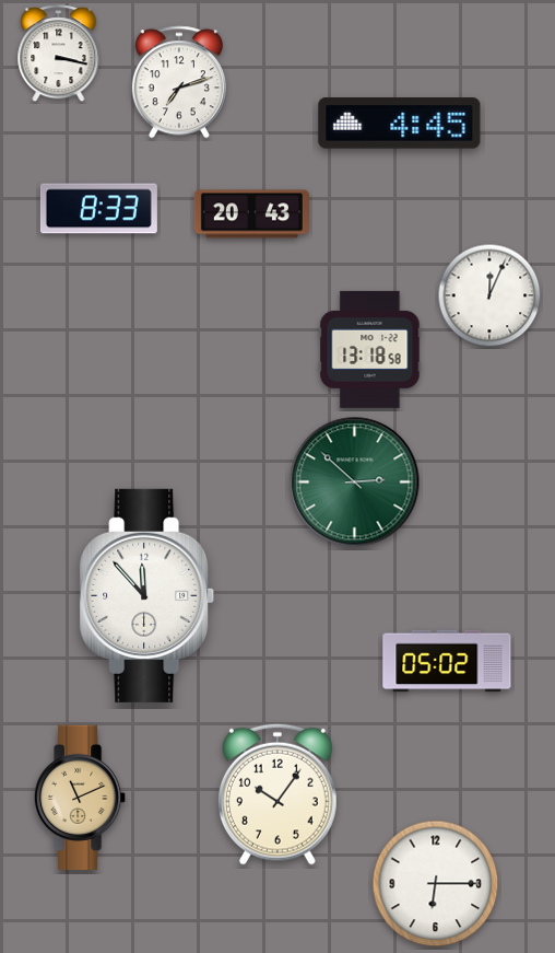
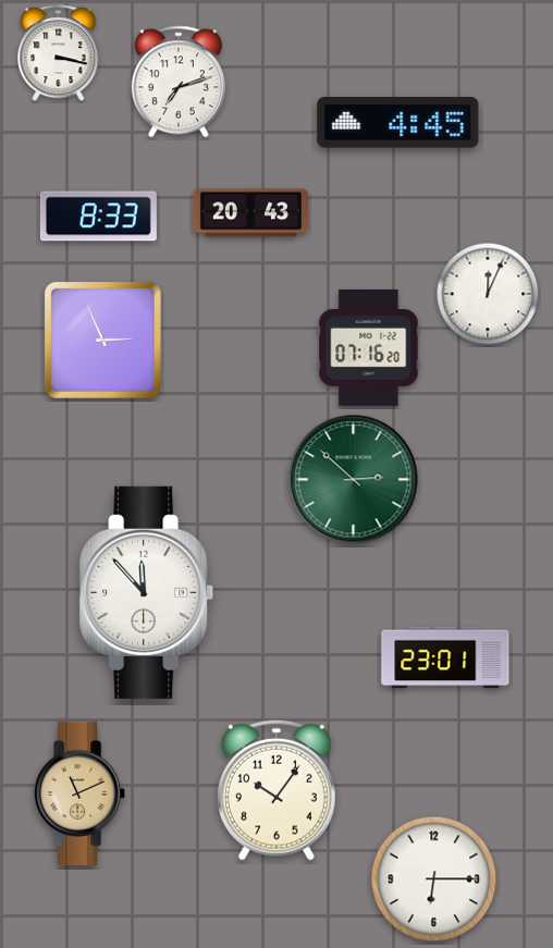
clock at (98, 209) position: (98, 209) -> (98, 217)
clock at (102, 340): none -> 2:56
clock at (370, 349): 13:18 -> 07:16
clock at (447, 661): 05:02 -> 23:01
